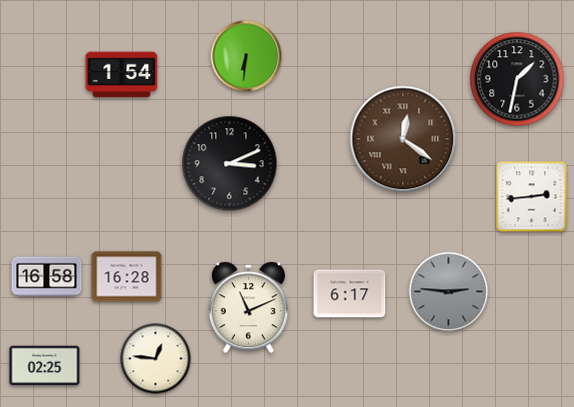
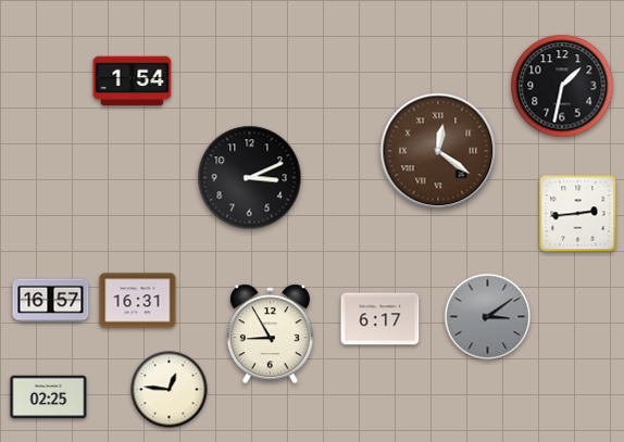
clock at (246, 56): 6:31 -> none
clock at (47, 277): 16:58 -> 16:57
clock at (127, 277): 16:28 -> 16:31
clock at (449, 292): 2:46 -> 3:09
clock at (248, 308): 11:11 -> 8:55
